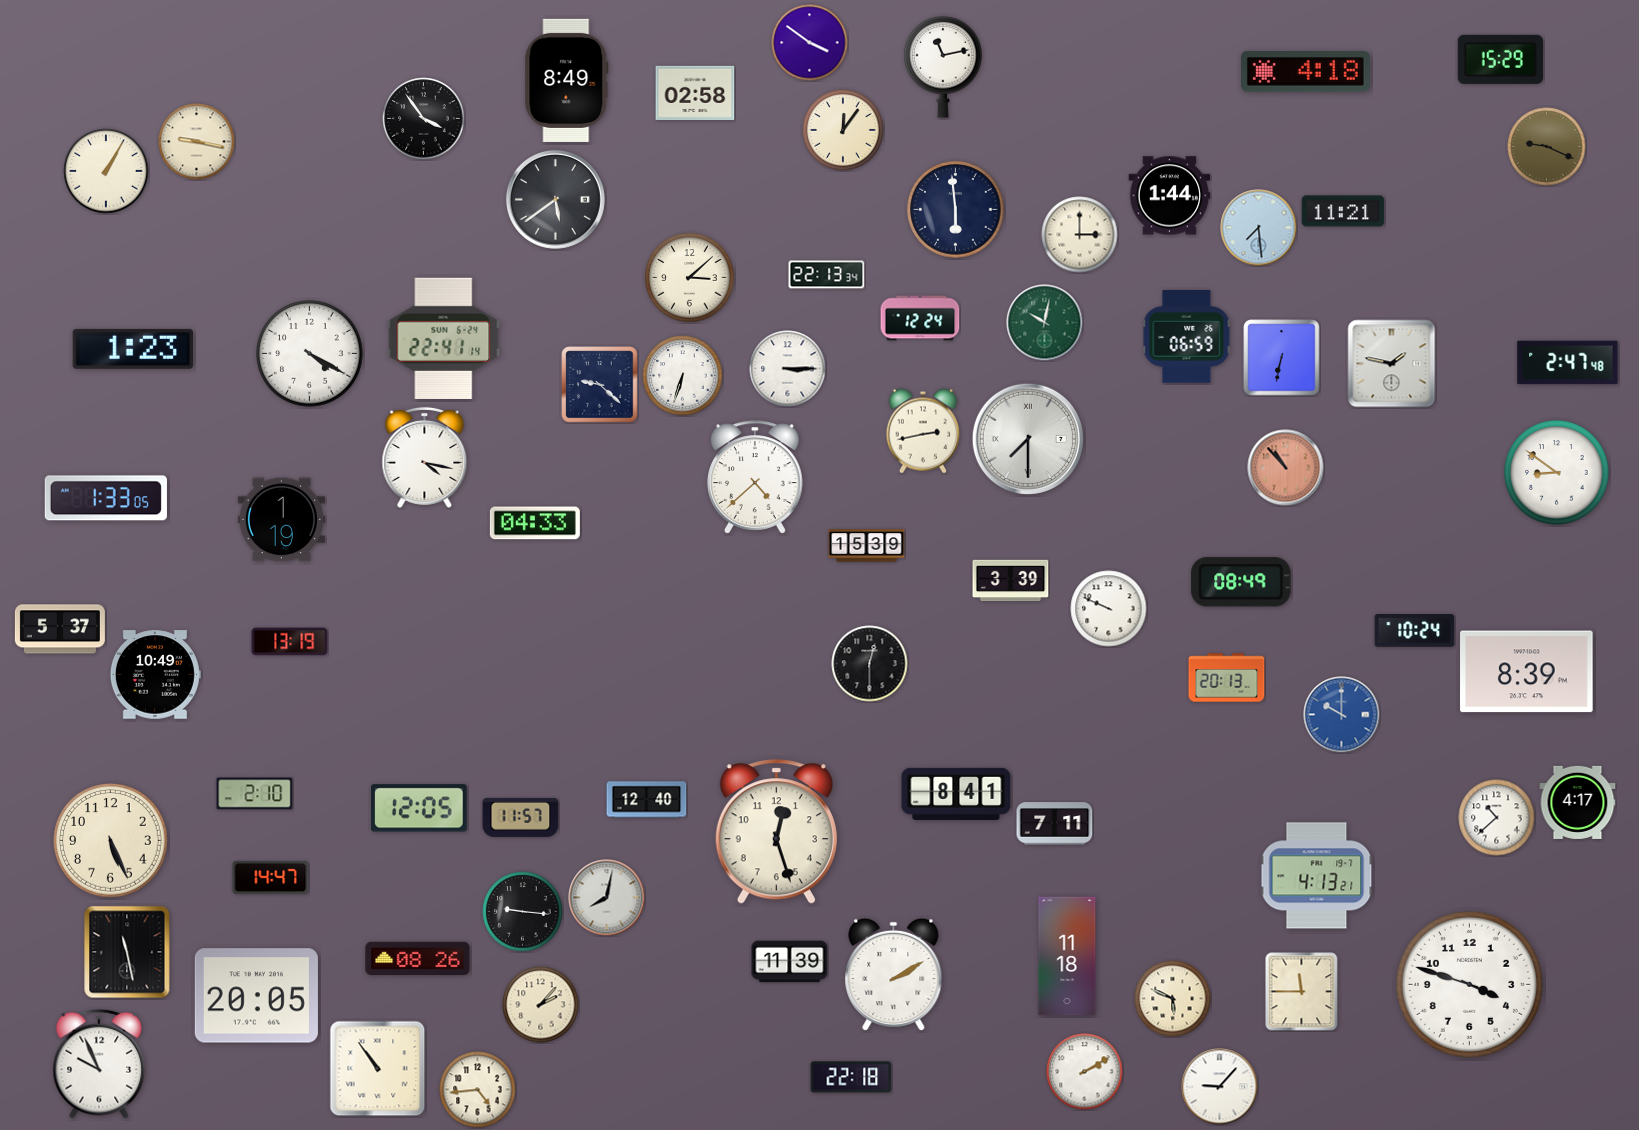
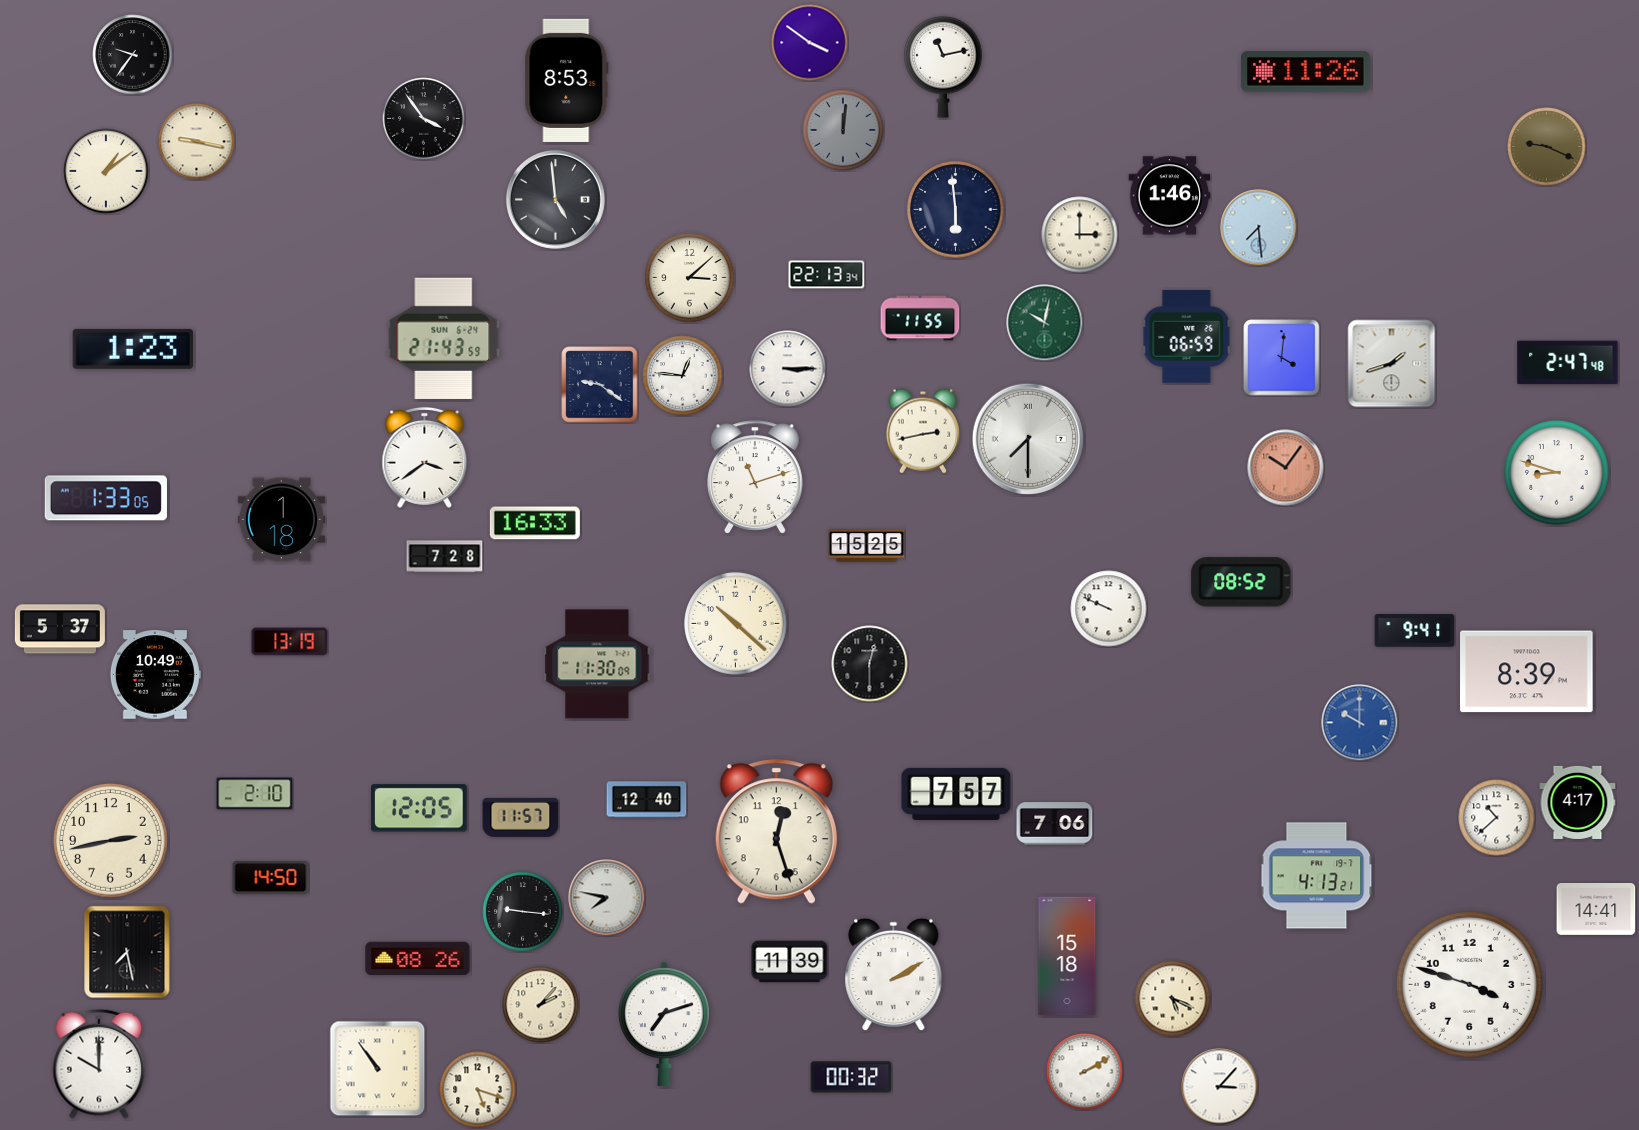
clock at (133, 55): none -> 9:36
clock at (1500, 59): 15:29 -> none
clock at (1305, 72): 4:18 -> 11:26
clock at (567, 80): 8:49 -> 8:53
clock at (695, 92): 02:58 -> none
clock at (843, 130): 12:06 -> 12:01
clock at (843, 130) dial: cream -> grey
clock at (106, 171): 1:05 -> 1:09
clock at (1170, 196): 1:44 -> 1:46
clock at (555, 199): 5:39 -> 4:59
clock at (1343, 211): 11:21 -> none
clock at (920, 318): 12:24 -> 11:55
clock at (444, 338): 22:41 -> 21:43
clock at (310, 354): 4:20 -> none
clock at (1282, 358): 6:32 -> 4:01
clock at (1392, 364): 1:47 -> 1:42
clock at (683, 376): 6:33 -> 12:46
clock at (600, 385): 9:22 -> 9:21
clock at (425, 457): 4:17 -> 3:39
clock at (1286, 468): 10:53 -> 10:06
clock at (1557, 473): 8:51 -> 8:48
clock at (756, 477): 4:38 -> 11:12
clock at (281, 520): 1:19 -> 1:18
clock at (535, 523): 04:33 -> 16:33
clock at (867, 546): 15:39 -> 15:25
clock at (445, 557): none -> 7:28
clock at (1011, 581): 3:39 -> none
clock at (1241, 582): 08:49 -> 08:52
clock at (736, 624): none -> 10:22
clock at (1415, 631): 10:24 -> 9:41
clock at (597, 664): none -> 11:30
clock at (1227, 678): 20:13 -> none
clock at (1342, 715) position: (1342, 715) -> (1360, 723)
clock at (956, 794): 8:41 -> 7:57
clock at (1055, 824): 7:11 -> 7:06
clock at (111, 841): 5:26 -> 2:43
clock at (271, 877): 14:47 -> 14:50
clock at (607, 898): 8:02 -> 7:47
clock at (1596, 910): none -> 14:41
clock at (127, 952): 11:28 -> 7:28
clock at (1067, 956): 11:18 -> 15:18
clock at (1302, 992): 11:45 -> none
clock at (256, 996): 20:05 -> none
clock at (1173, 999): 5:49 -> 5:19
clock at (664, 1024): none -> 7:12
clock at (99, 1064): 9:56 -> 10:00
clock at (851, 1077): 22:18 -> 00:32
clock at (1220, 1087): 9:07 -> 3:07
clock at (478, 1090): 4:44 -> 5:18
